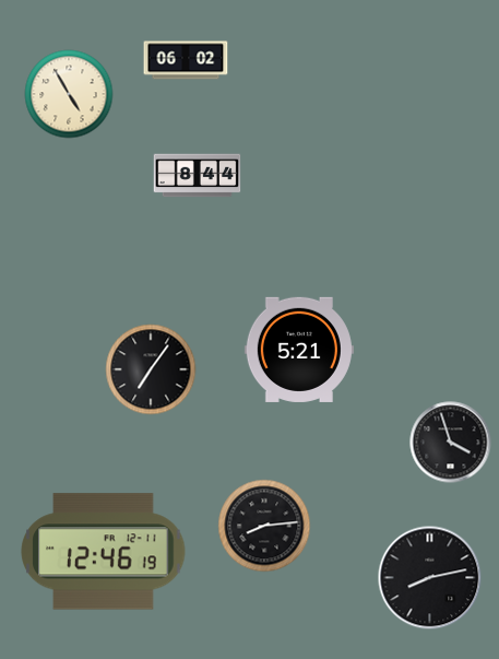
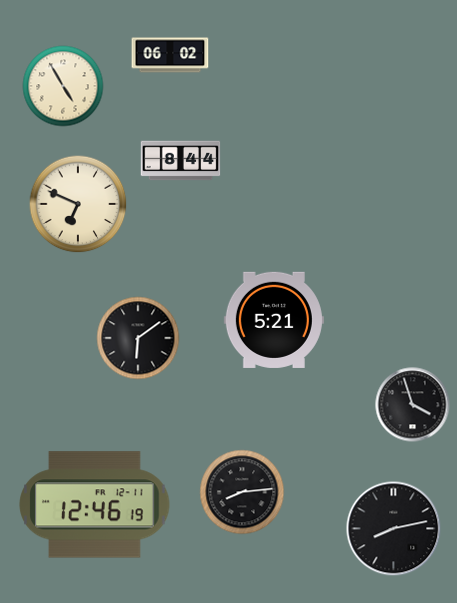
clock at (78, 204): none -> 6:49
clock at (151, 369): 7:06 -> 6:09
clock at (264, 526) position: (264, 526) -> (242, 492)
